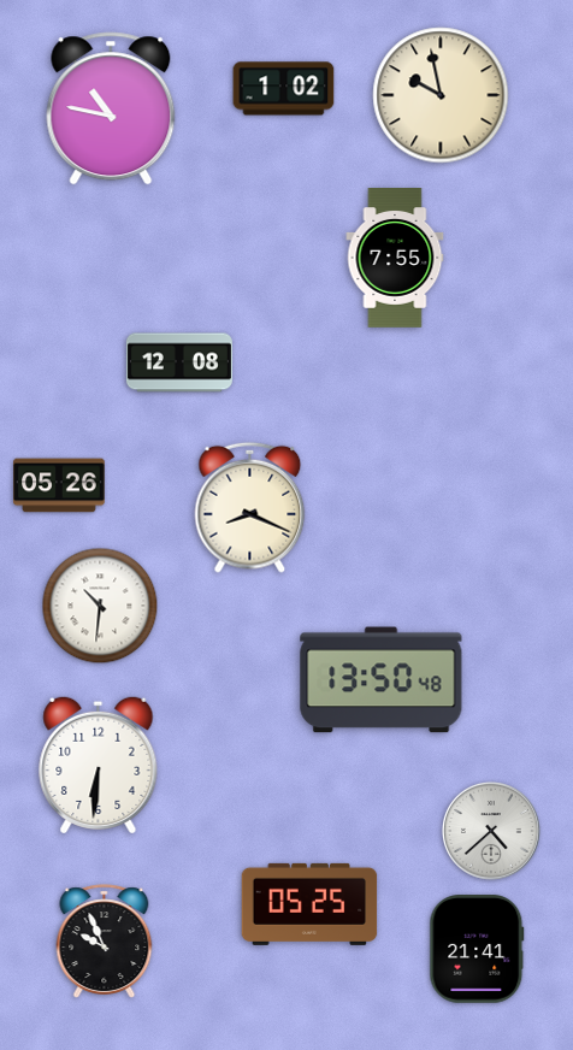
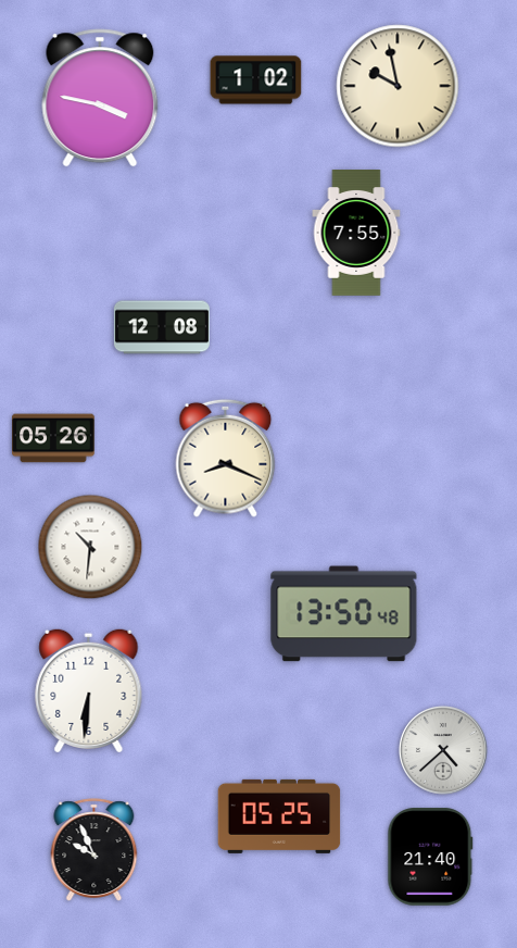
clock at (111, 108): 10:47 -> 3:47
clock at (477, 949): 21:41 -> 21:40
